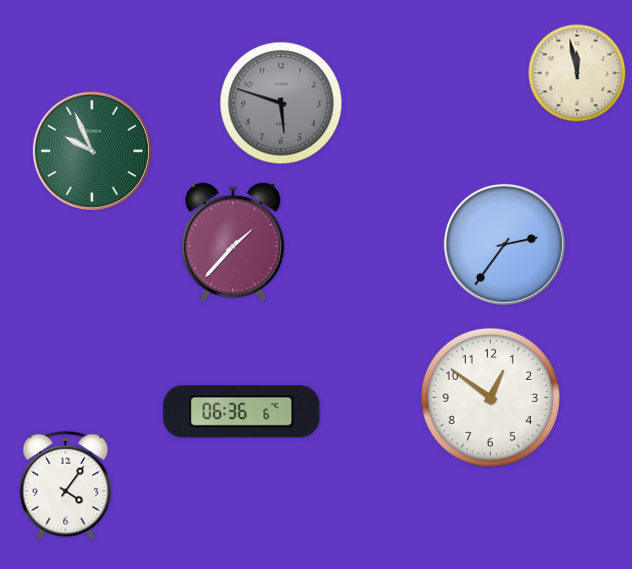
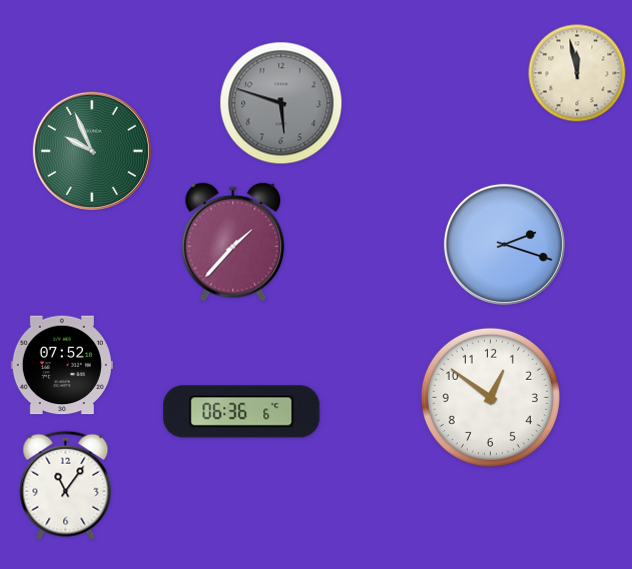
clock at (504, 244): 2:36 -> 2:18
clock at (62, 365): none -> 07:52
clock at (66, 485): 4:06 -> 11:06
